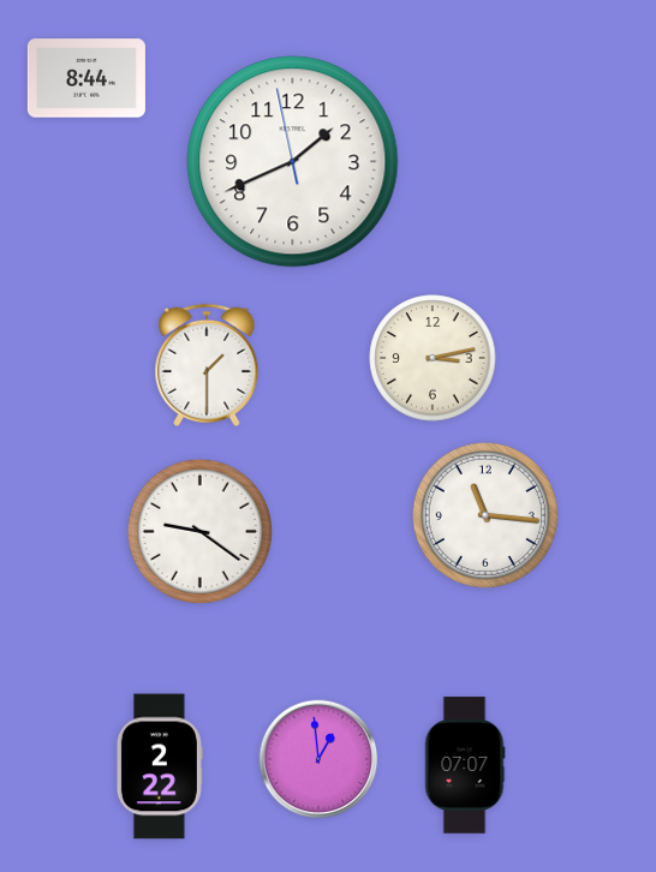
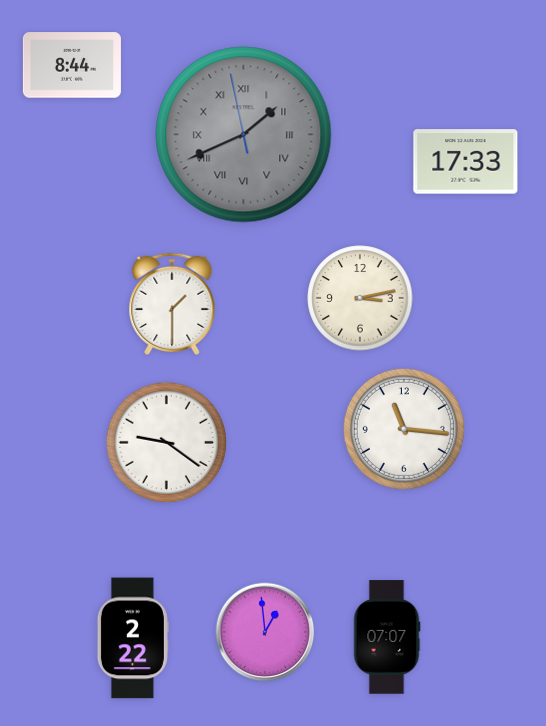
clock at (293, 162) dial: white -> grey
clock at (293, 162) numerals: Arabic -> Roman
clock at (466, 162): none -> 17:33
